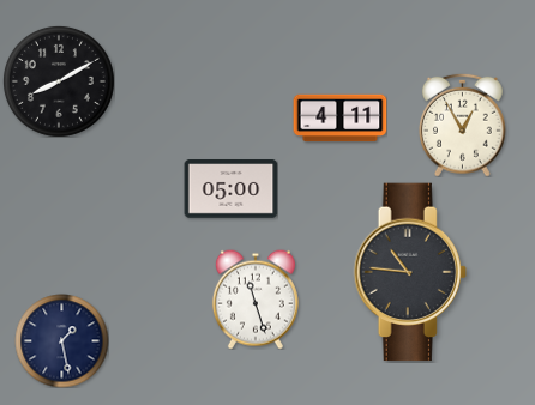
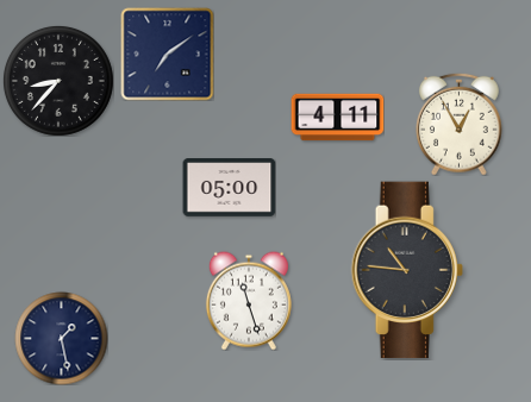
clock at (167, 54): none -> 7:09
clock at (59, 81): 8:10 -> 8:37
clock at (256, 300) position: (256, 300) -> (249, 301)
